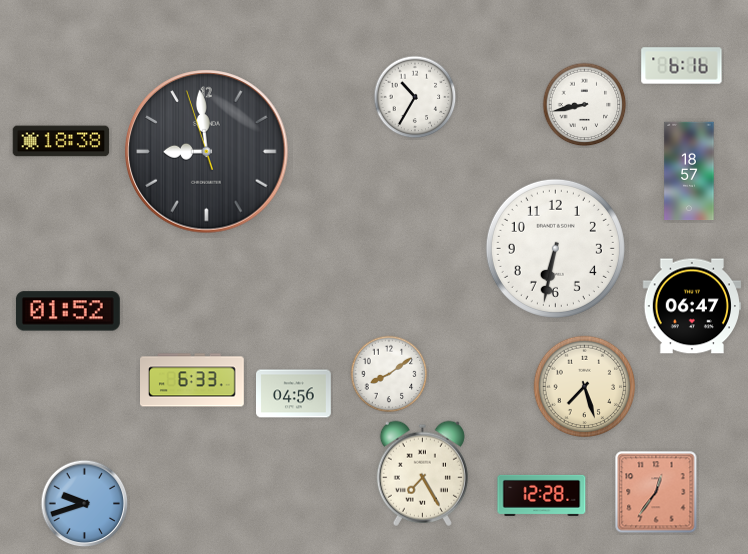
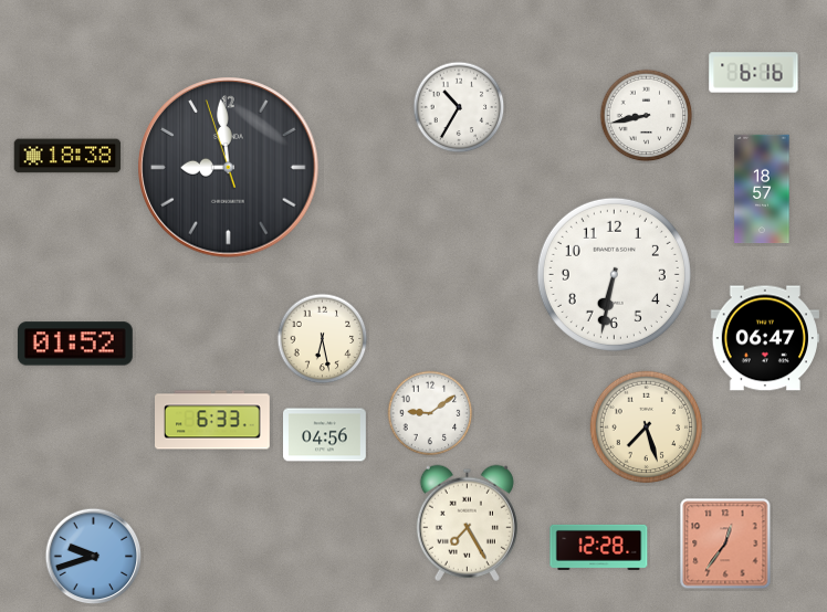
clock at (323, 339): none -> 6:28
clock at (389, 374): 8:09 -> 9:09
